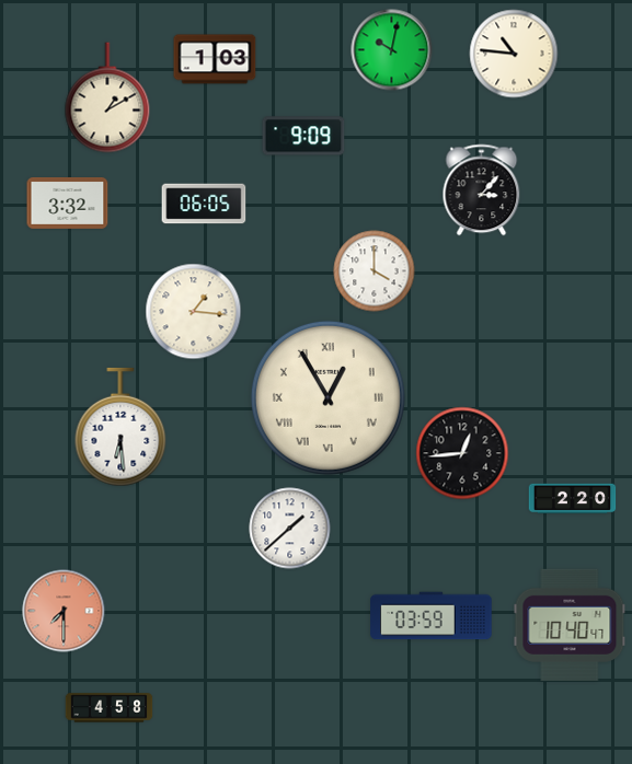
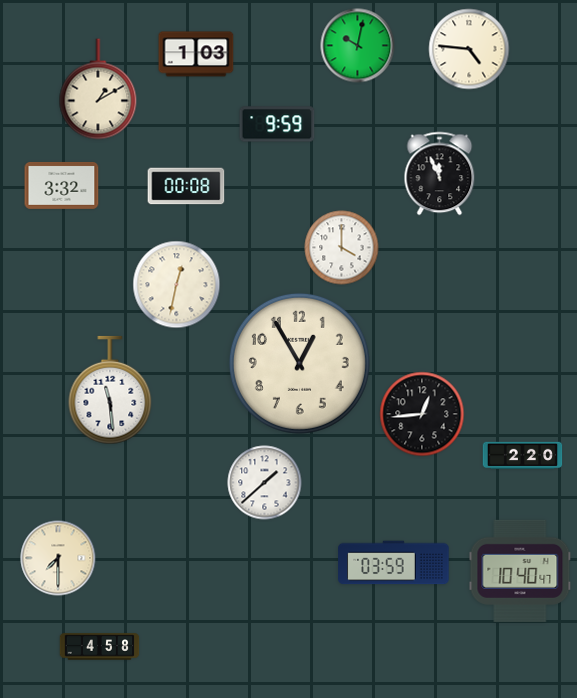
clock at (514, 54): 10:46 -> 4:46
clock at (303, 136): 9:09 -> 9:59
clock at (482, 190): 3:07 -> 11:56
clock at (204, 204): 06:05 -> 00:08
clock at (194, 312): 1:16 -> 12:32
clock at (328, 397) numerals: Roman -> Arabic
clock at (120, 427): 6:29 -> 11:29
clock at (64, 611) dial: salmon -> cream
